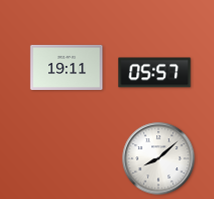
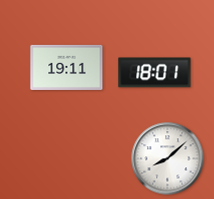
clock at (155, 73): 05:57 -> 18:01
clock at (159, 159) position: (159, 159) -> (168, 159)
